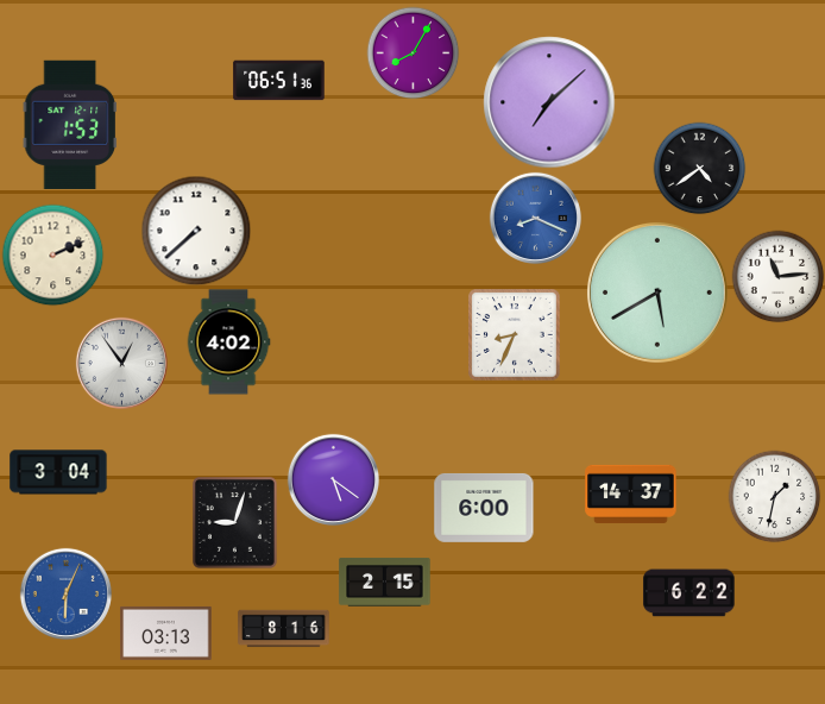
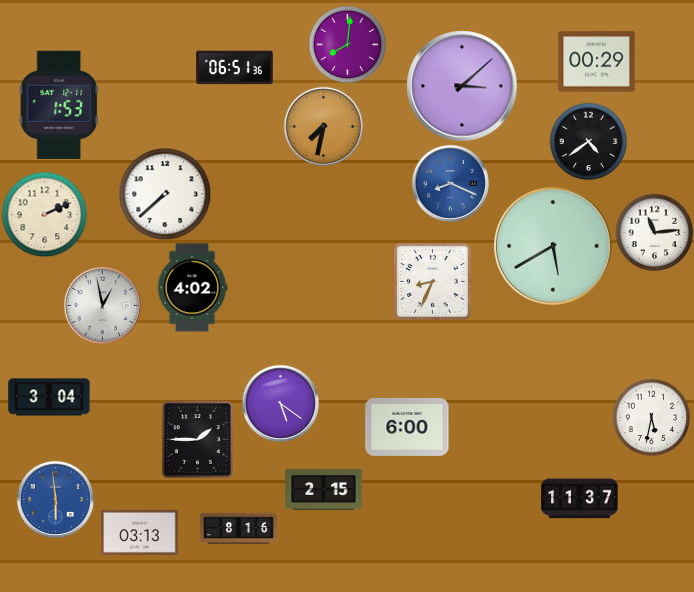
clock at (413, 52): 8:05 -> 8:01
clock at (597, 62): none -> 00:29
clock at (549, 102): 7:08 -> 3:08
clock at (323, 126): none -> 7:32
clock at (121, 363): 12:54 -> 12:58
clock at (631, 494): 14:37 -> none
clock at (774, 496): 1:32 -> 5:32
clock at (235, 523): 9:03 -> 1:45
clock at (65, 593): 6:04 -> 5:59
clock at (689, 593): 6:22 -> 11:37
